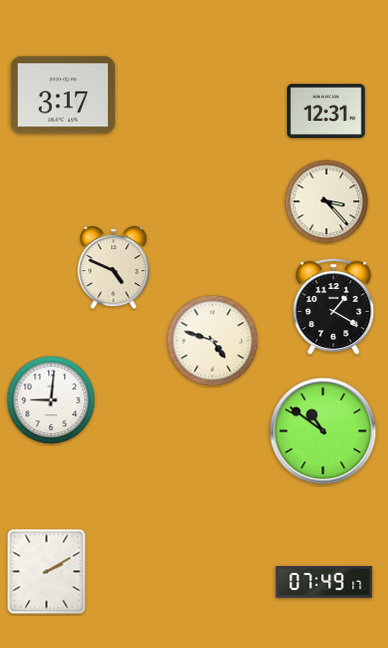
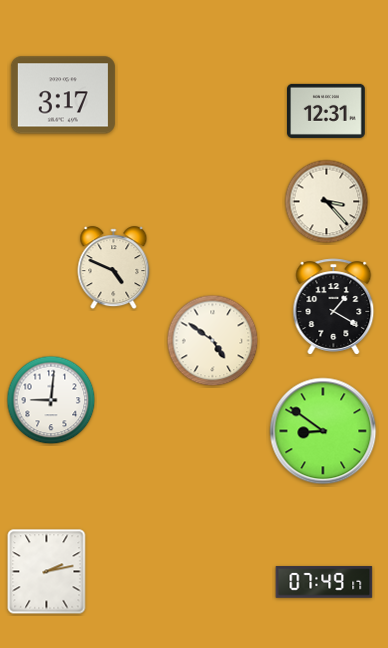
clock at (213, 341): 4:48 -> 4:51
clock at (323, 431): 10:51 -> 8:51
clock at (47, 572): 2:10 -> 2:13
